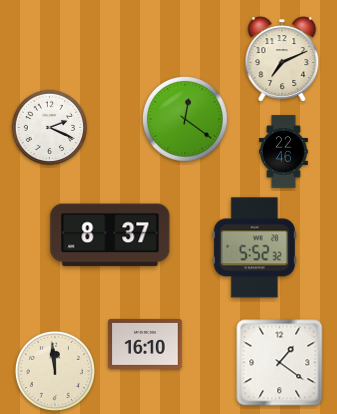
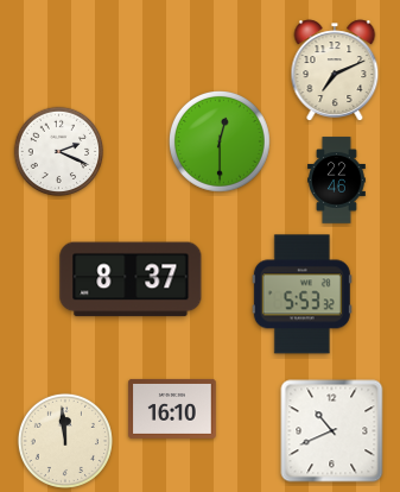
clock at (186, 120): 12:21 -> 12:30
clock at (254, 248): 5:52 -> 5:53
clock at (280, 363): 1:21 -> 10:41
